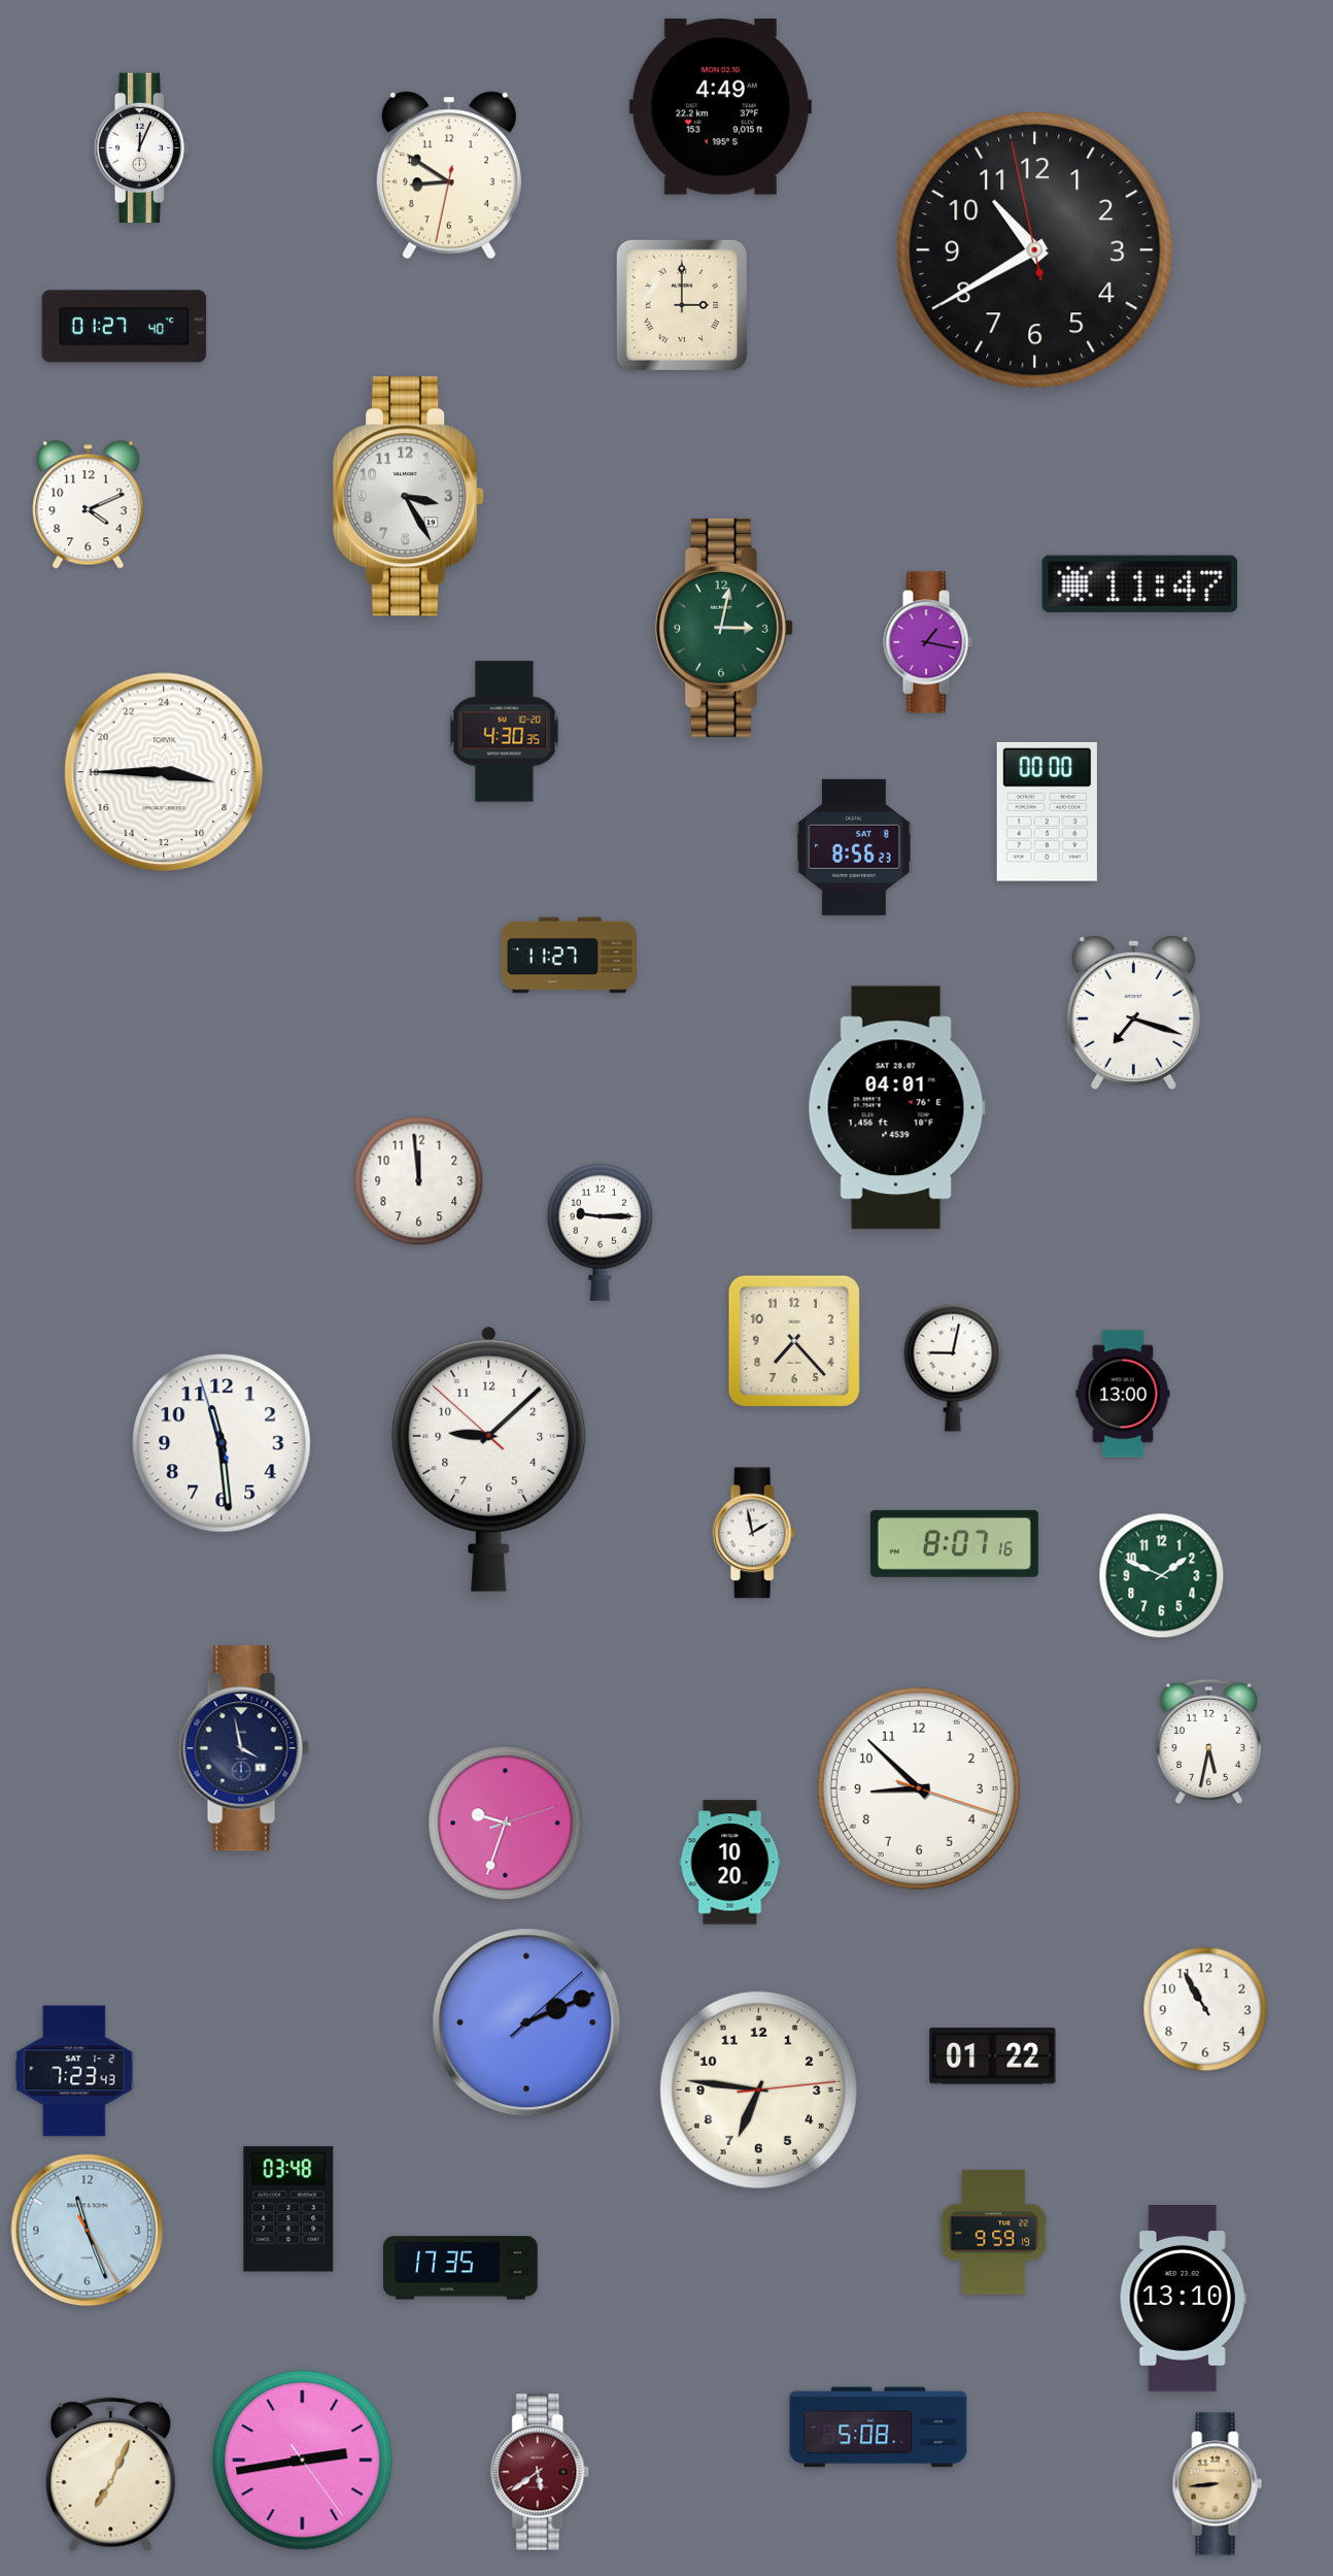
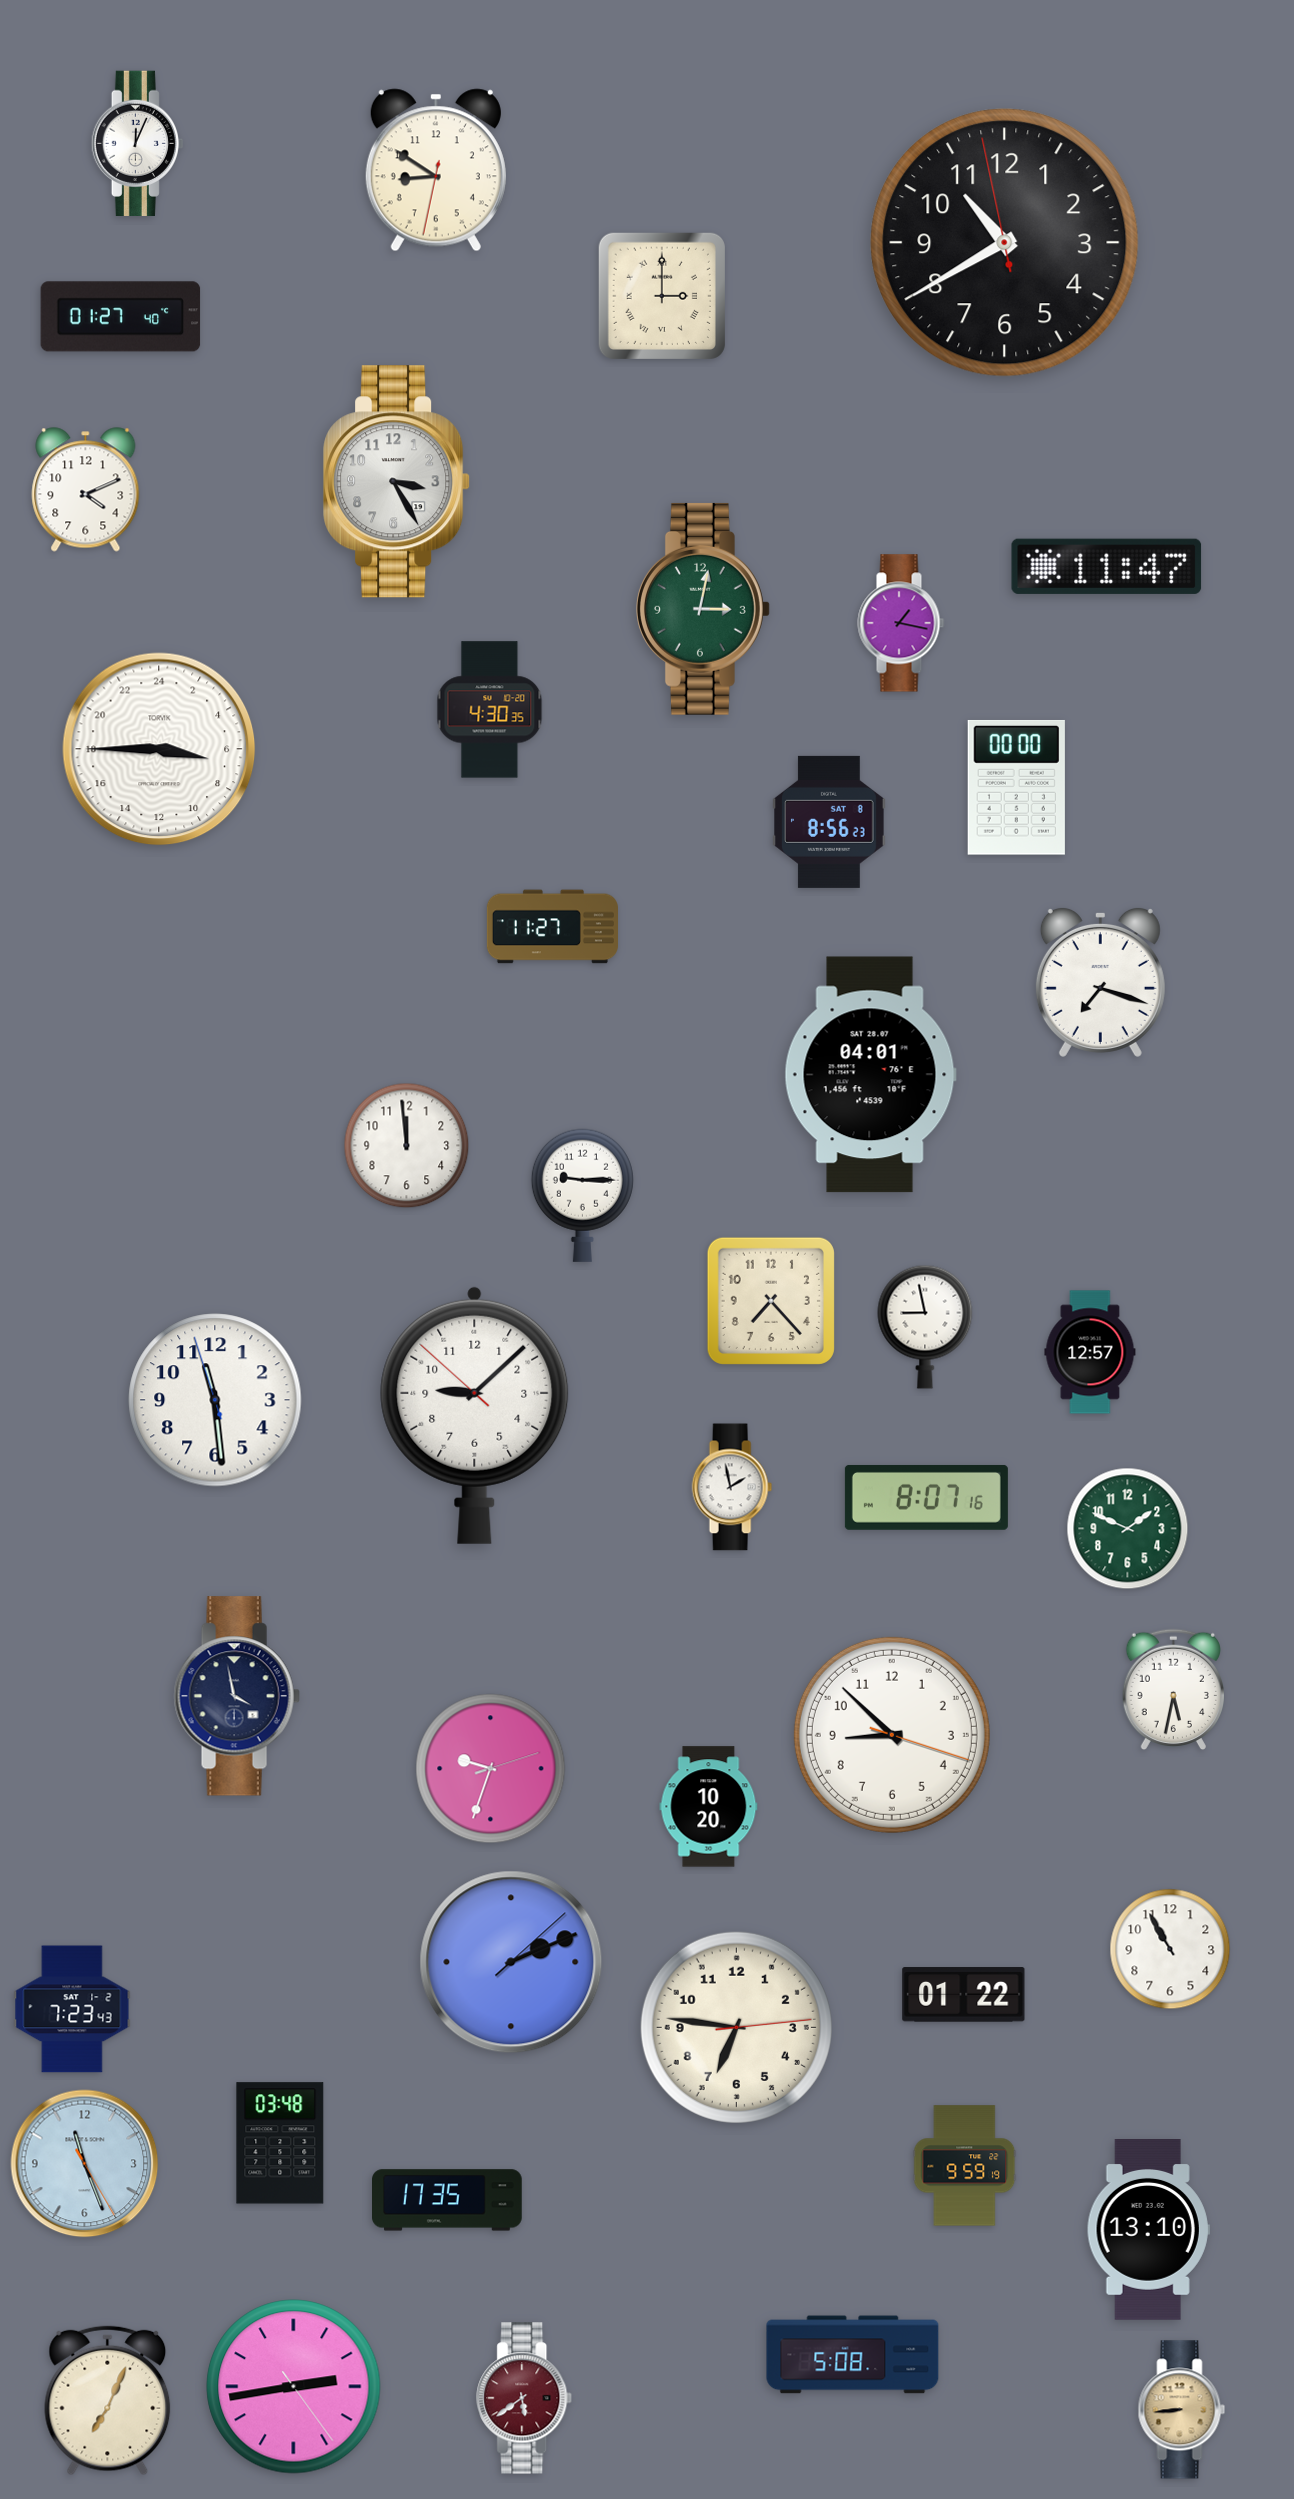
clock at (720, 107): 4:49 -> none
clock at (953, 1368): 9:02 -> 8:58
clock at (1123, 1394): 13:00 -> 12:57
